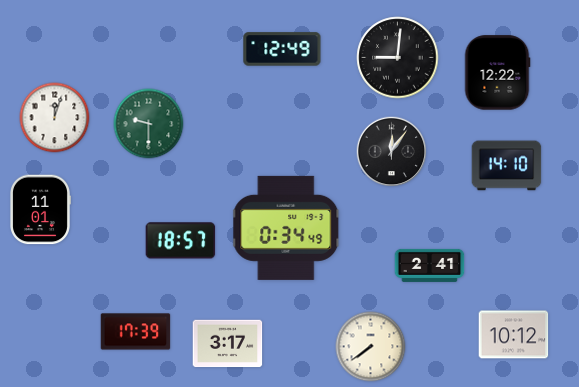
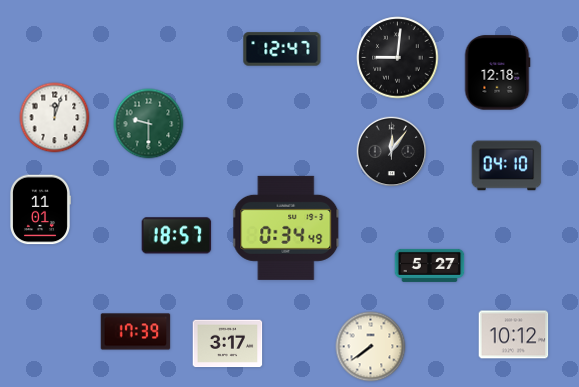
clock at (282, 49): 12:49 -> 12:47
clock at (497, 73): 12:22 -> 12:18
clock at (507, 166): 14:10 -> 04:10
clock at (181, 241) position: (181, 241) -> (177, 236)
clock at (430, 265): 2:41 -> 5:27
